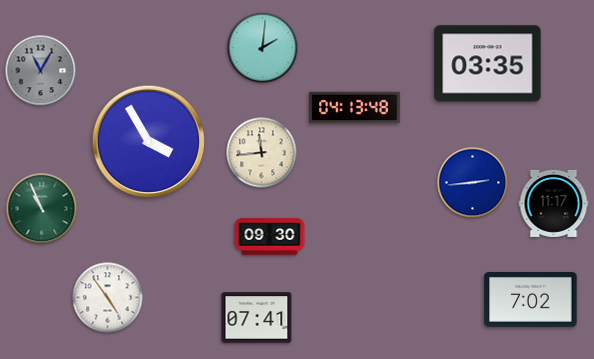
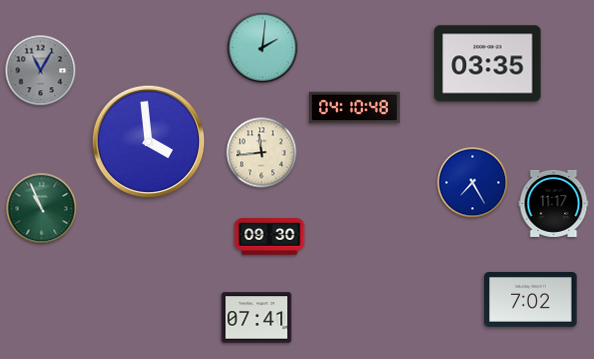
clock at (355, 108): 04:13 -> 04:10
clock at (148, 141): 3:55 -> 3:59
clock at (473, 183): 2:44 -> 7:25
clock at (108, 298): 4:54 -> none
